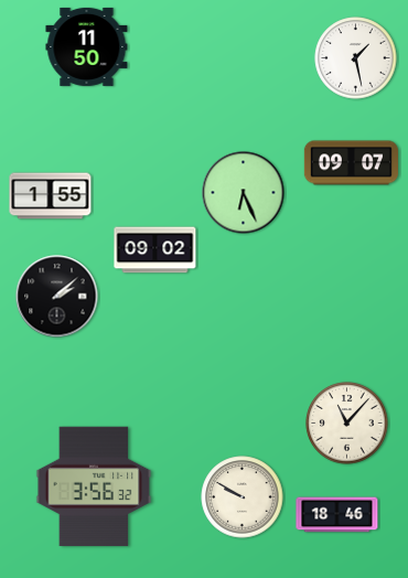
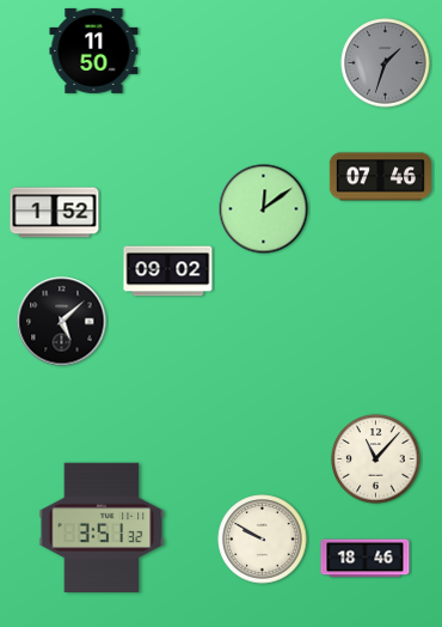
clock at (356, 58): 1:28 -> 1:33
clock at (356, 58) dial: white -> grey
clock at (351, 163): 09:07 -> 07:46
clock at (244, 193): 6:26 -> 12:09
clock at (51, 196): 1:55 -> 1:52
clock at (57, 297): 2:08 -> 5:08
clock at (94, 486): 3:56 -> 3:51
